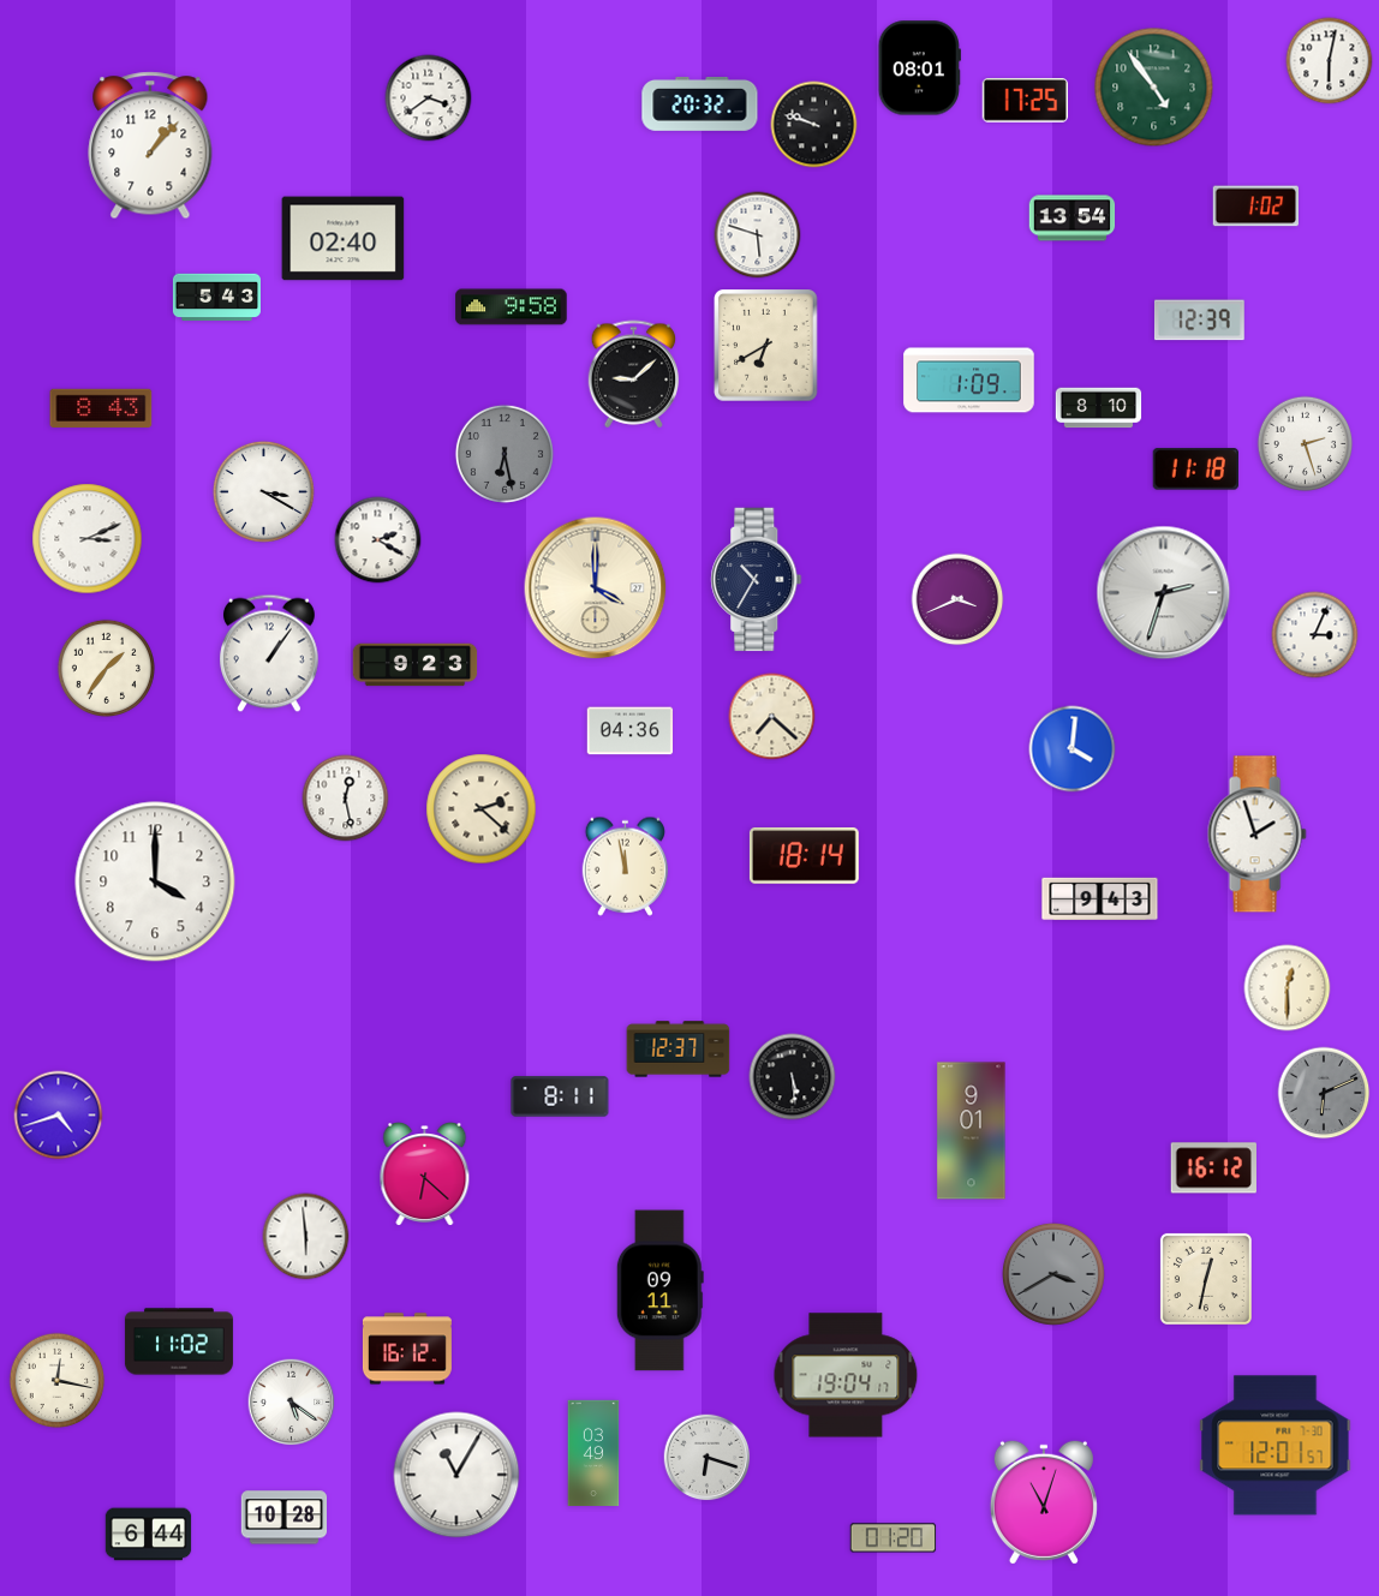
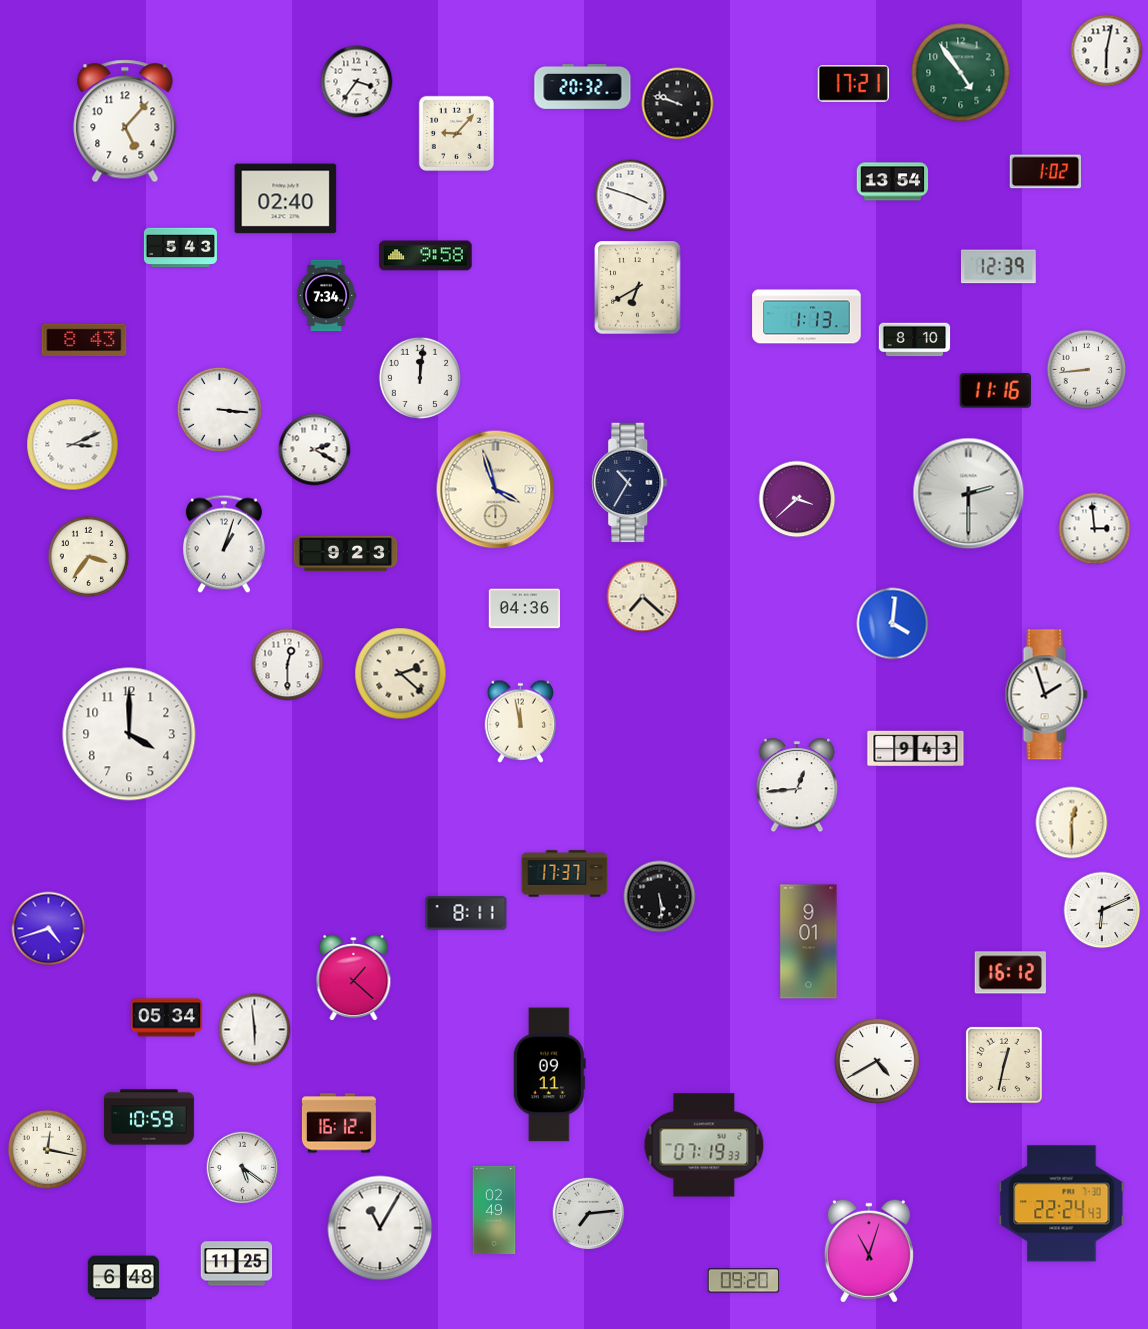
clock at (919, 68): 08:01 -> none
clock at (429, 98): 3:39 -> 3:36
clock at (1025, 101): 17:25 -> 17:21
clock at (150, 145): 1:07 -> 5:07
clock at (456, 133): none -> 9:07
clock at (758, 235): 5:48 -> 3:48
clock at (327, 296): none -> 7:34
clock at (634, 375): 9:08 -> none
clock at (969, 381): 1:09 -> 1:13
clock at (1306, 444): 2:27 -> 8:44
clock at (505, 454): 6:28 -> 12:01
clock at (505, 454) dial: grey -> white
clock at (1195, 470): 11:18 -> 11:16
clock at (263, 491): 3:20 -> 3:16
clock at (88, 539) position: (88, 539) -> (73, 445)
clock at (596, 588): 4:00 -> 3:57
clock at (1164, 593): 2:33 -> 2:30
clock at (957, 599): 3:41 -> 3:38
clock at (1315, 635): 3:04 -> 2:59
clock at (270, 653): 1:06 -> 1:03
clock at (106, 668): 1:36 -> 3:36
clock at (346, 799): 12:28 -> 12:30
clock at (804, 855): 18:14 -> none
clock at (797, 786): none -> 12:44
clock at (679, 1050): 12:37 -> 17:37
clock at (1324, 1093) dial: grey -> white
clock at (425, 1174): 6:22 -> 1:22
clock at (167, 1018): none -> 05:34
clock at (1053, 1274): 3:40 -> 4:40
clock at (1053, 1274) dial: grey -> white
clock at (179, 1341): 11:02 -> 10:59
clock at (846, 1375): 19:04 -> 07:19
clock at (1276, 1446): 12:01 -> 22:24
clock at (593, 1453): 03:49 -> 02:49
clock at (708, 1458): 6:18 -> 7:14
clock at (285, 1518): 10:28 -> 11:25
clock at (149, 1535): 6:44 -> 6:48
clock at (894, 1538): 01:20 -> 09:20
